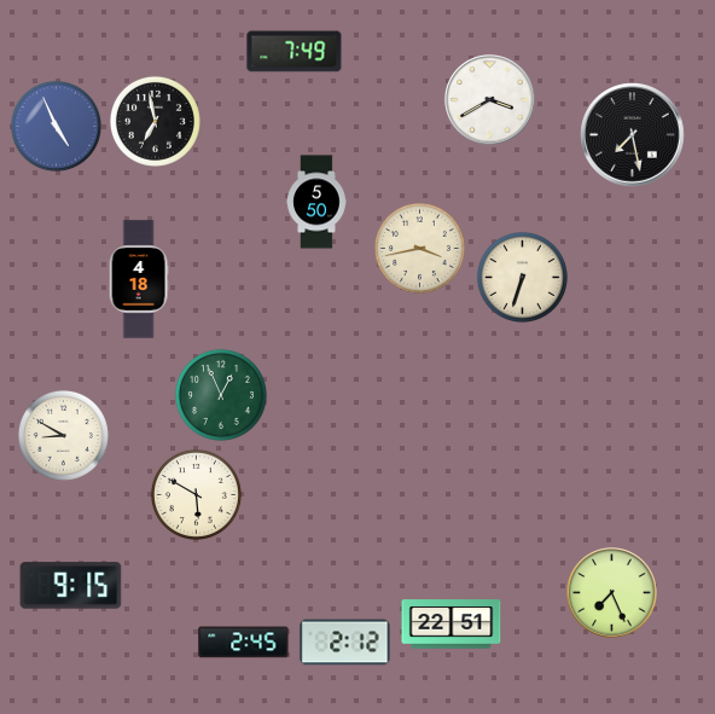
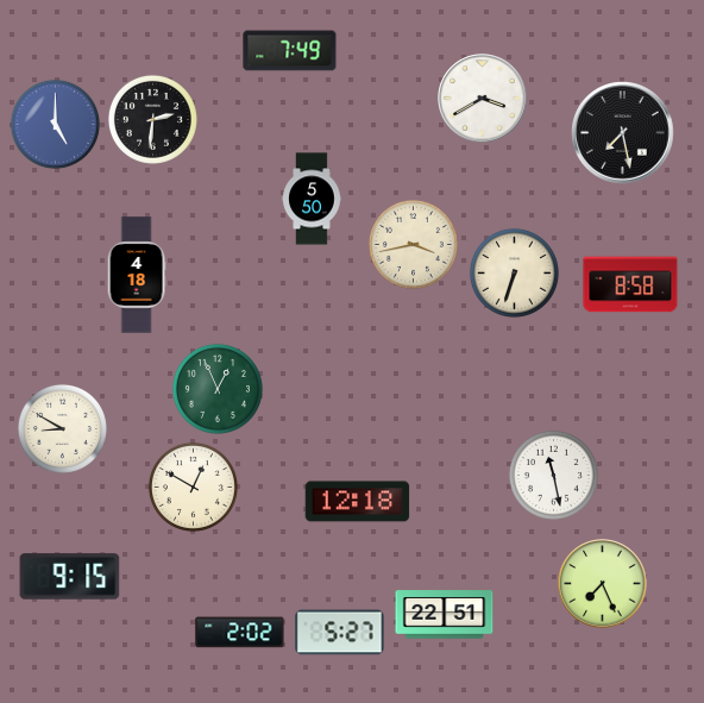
clock at (155, 121): 6:58 -> 2:31
clock at (56, 126): 4:56 -> 5:00
clock at (630, 284): none -> 8:58
clock at (553, 475): none -> 11:28
clock at (196, 494): 5:50 -> 12:50
clock at (358, 502): none -> 12:18
clock at (244, 643): 2:45 -> 2:02
clock at (345, 643): 2:12 -> 5:27
